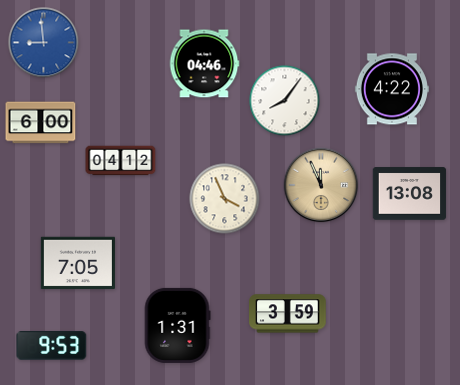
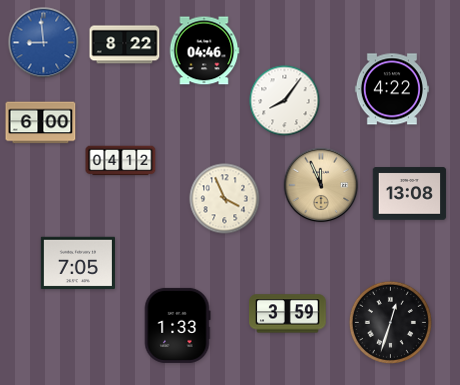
clock at (125, 45): none -> 8:22
clock at (204, 64) position: (204, 64) -> (204, 51)
clock at (390, 322): none -> 12:33
clock at (177, 325): 1:31 -> 1:33
clock at (52, 346): 9:53 -> none
